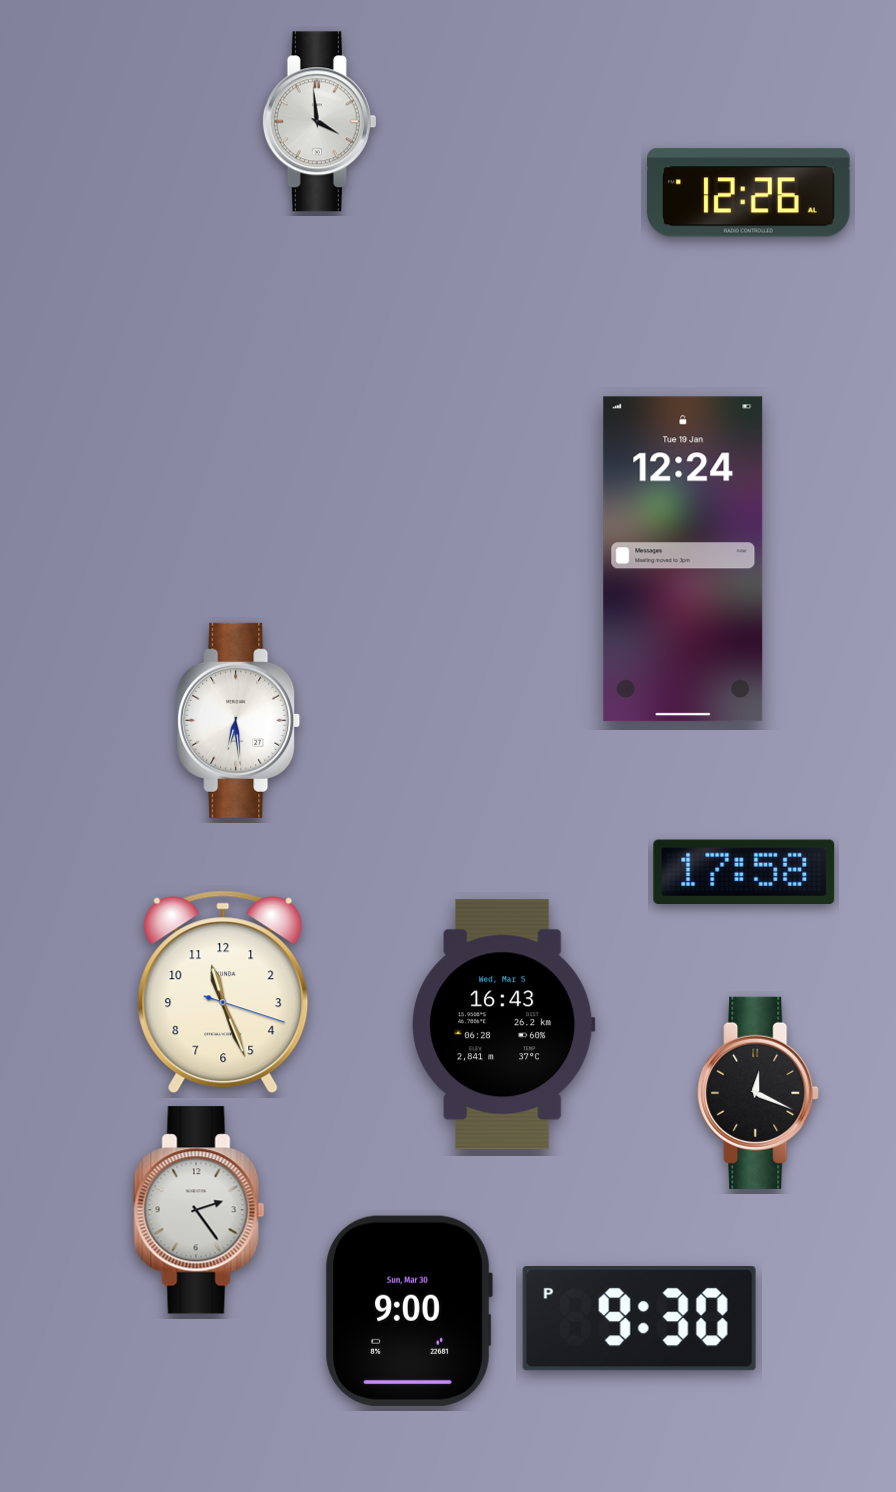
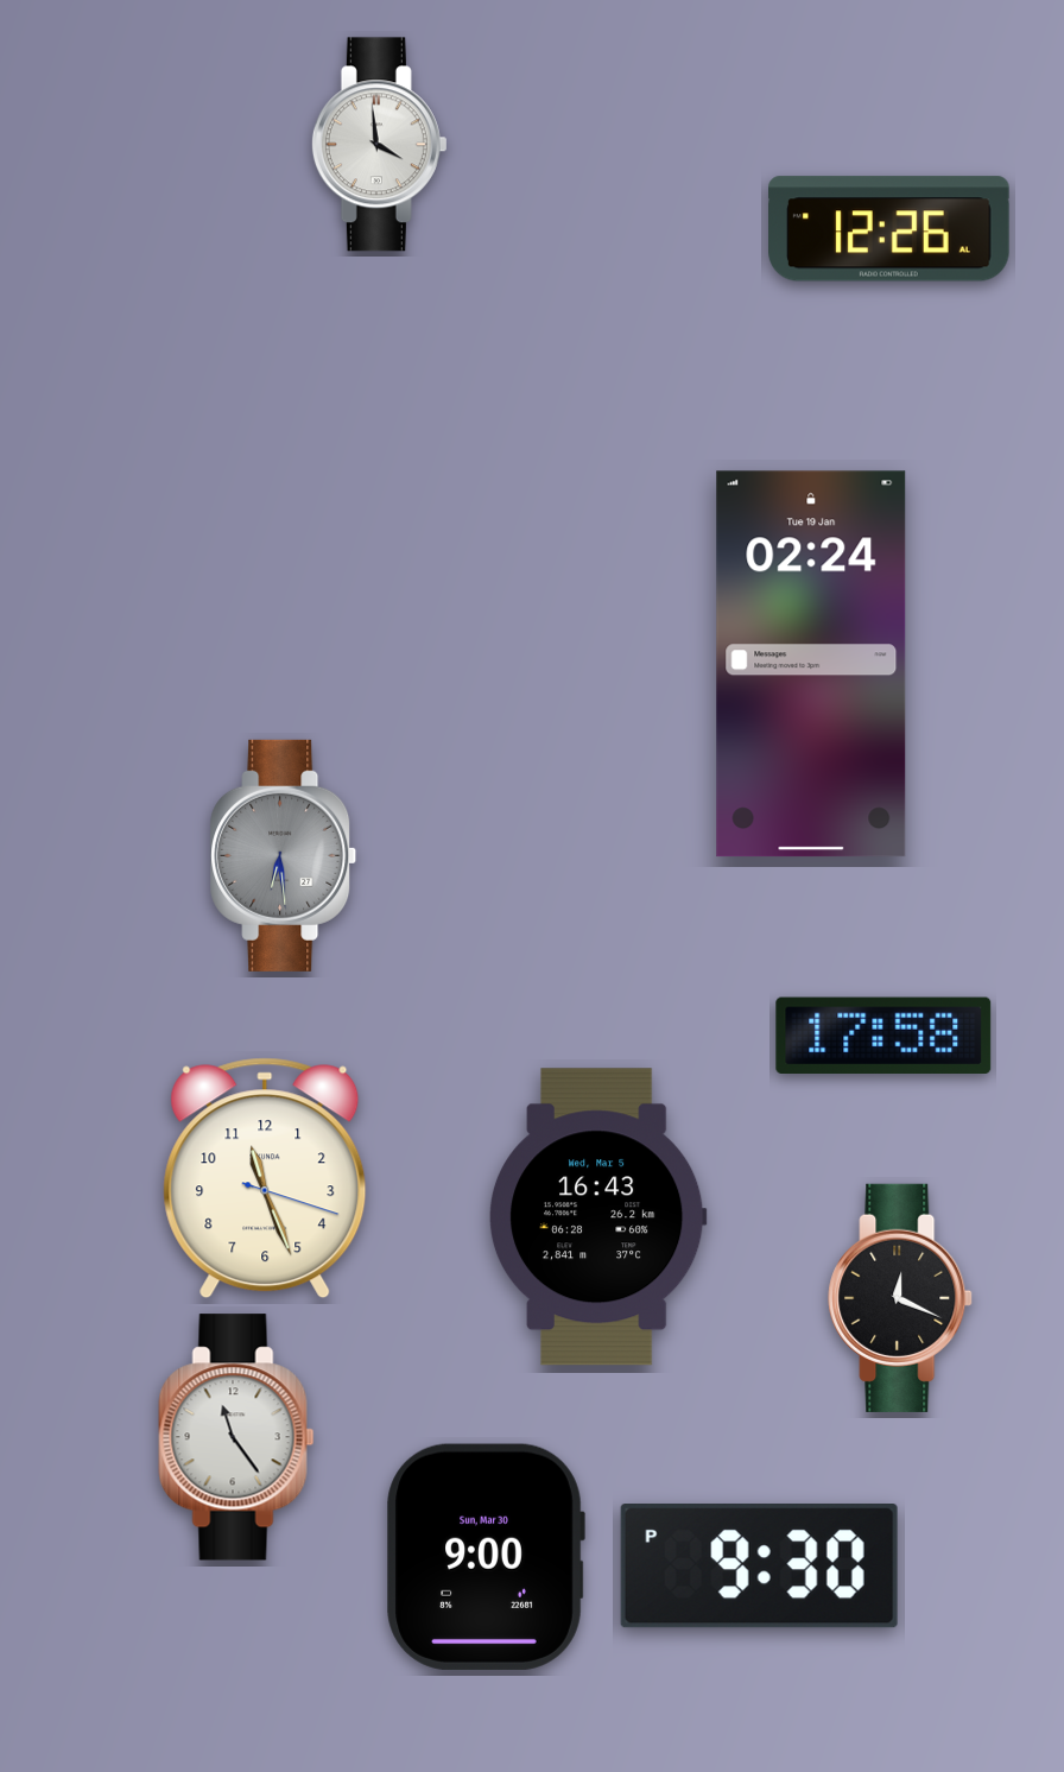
clock at (683, 559): 12:24 -> 02:24
clock at (239, 720) dial: white -> grey
clock at (199, 1210): 2:24 -> 11:24
